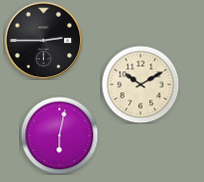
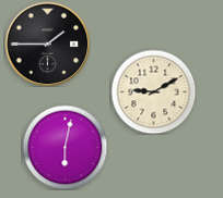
clock at (43, 40): 2:45 -> 1:45
clock at (140, 84): 10:10 -> 9:10
